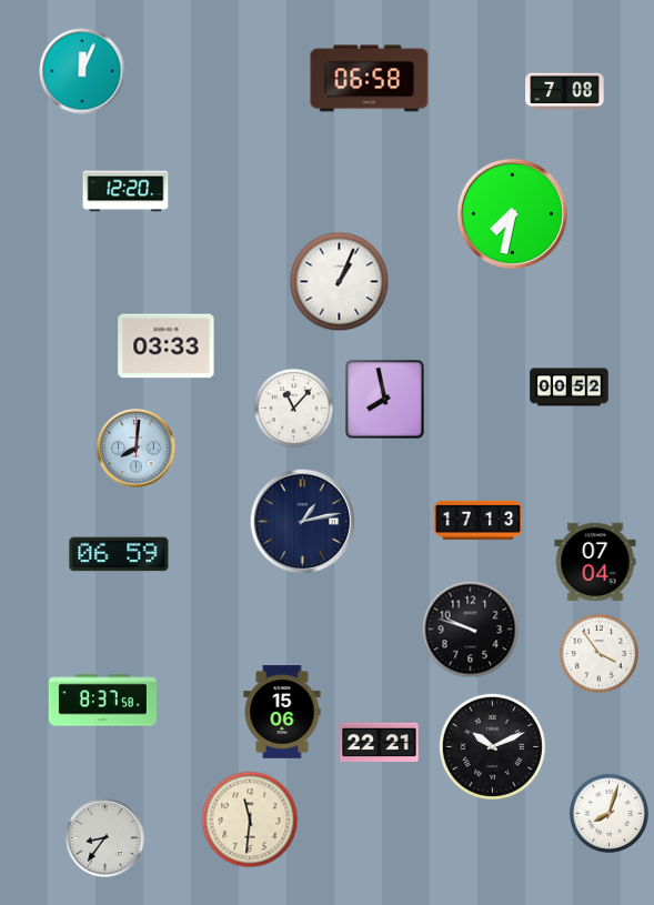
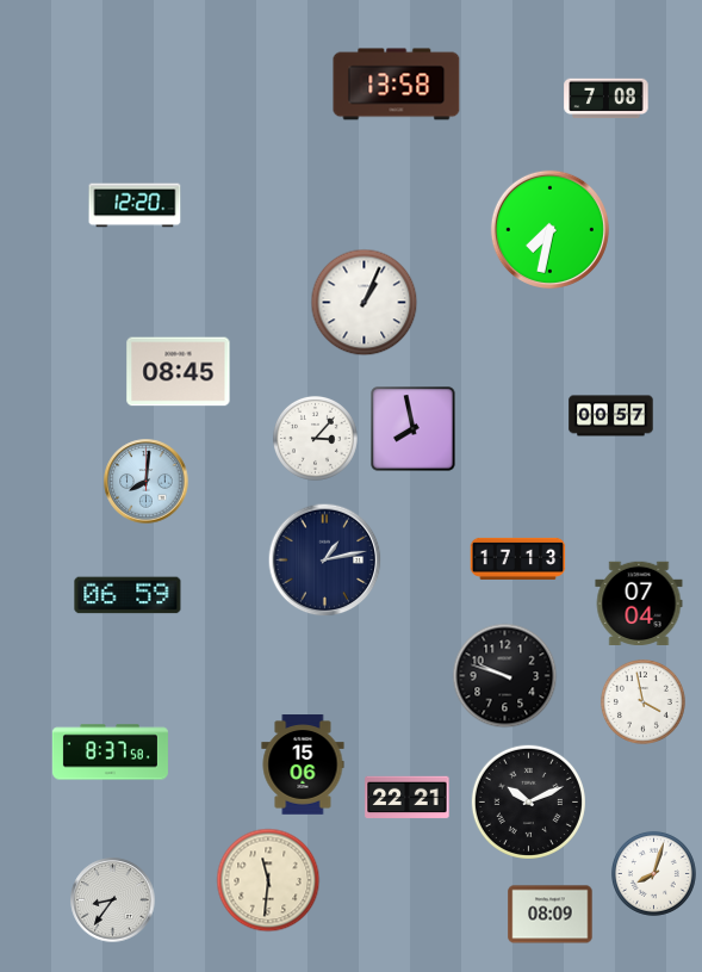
clock at (82, 71): 12:04 -> none
clock at (370, 79): 06:58 -> 13:58
clock at (167, 346): 03:33 -> 08:45
clock at (570, 388): 00:52 -> 00:57
clock at (293, 408): 11:07 -> 3:07
clock at (479, 520) position: (479, 520) -> (518, 558)
clock at (598, 653): 3:54 -> 3:58
clock at (551, 915): none -> 08:09
